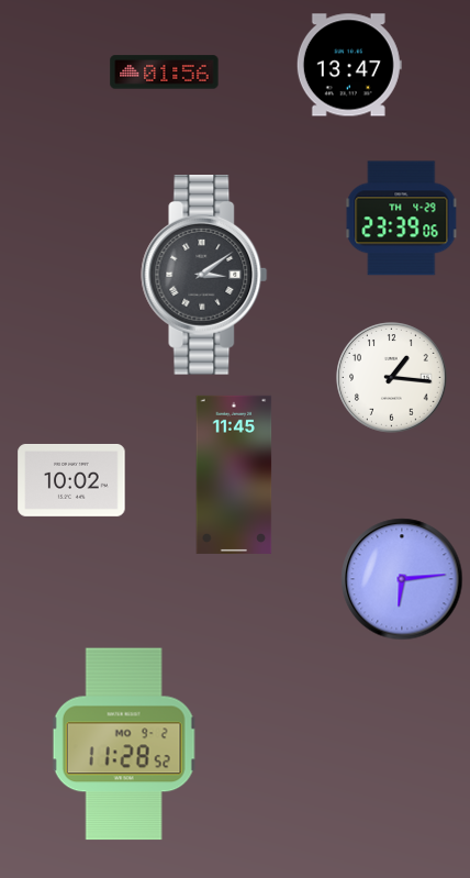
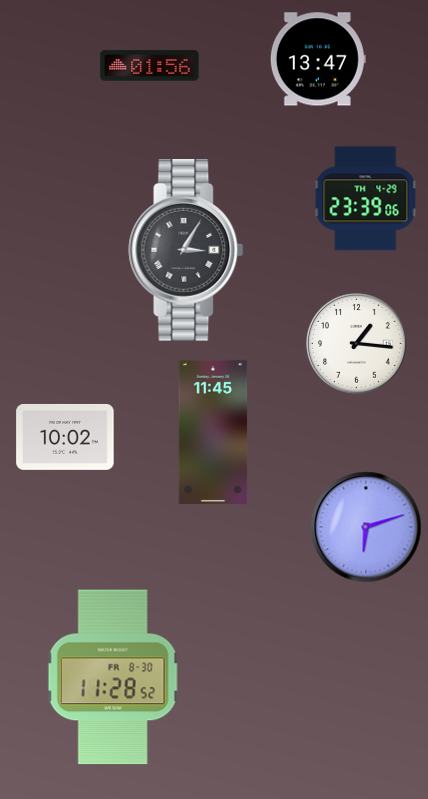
clock at (204, 276): 3:09 -> 3:05
clock at (402, 579): 6:14 -> 6:12
clock at (124, 744) date: MO 9-2 -> FR 8-30
